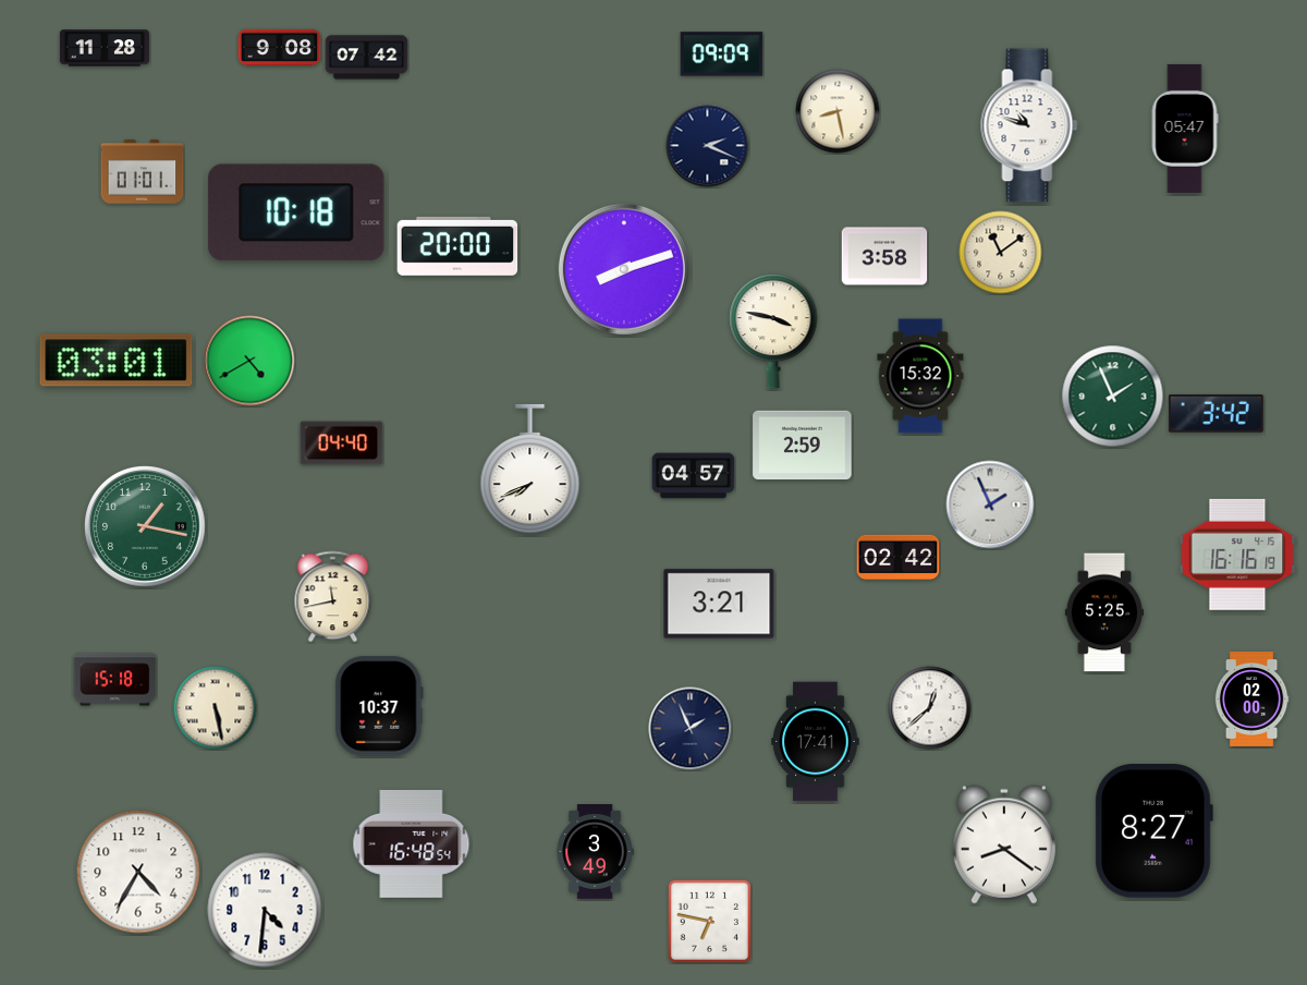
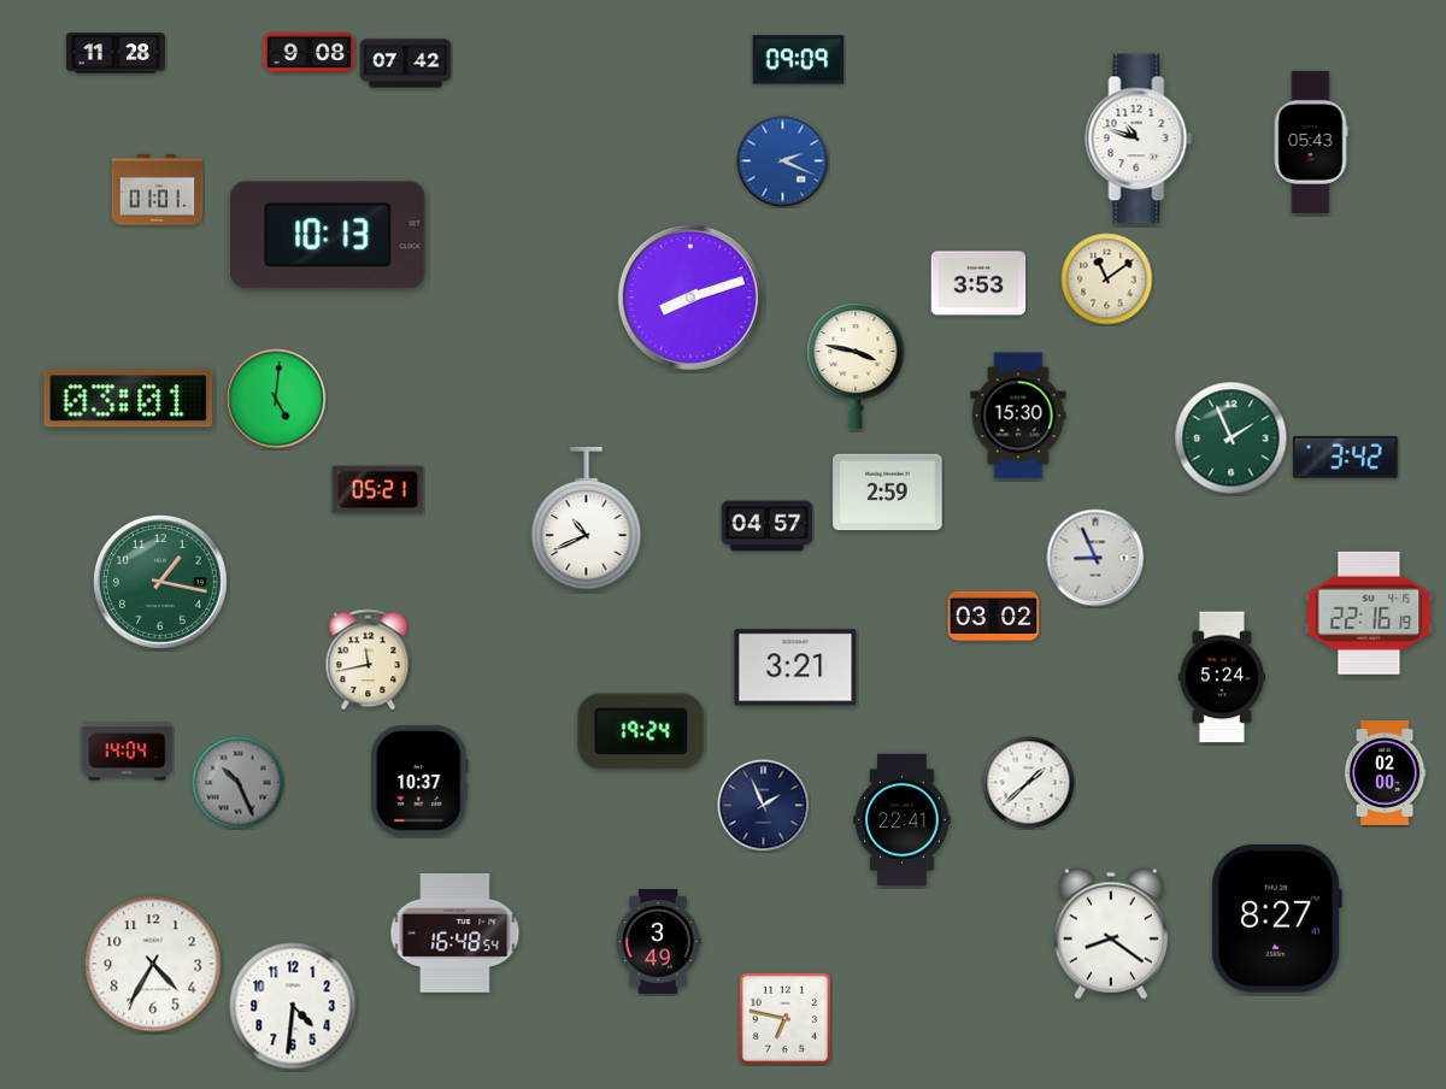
clock at (838, 111): 8:28 -> none
clock at (1185, 129): 05:47 -> 05:43
clock at (708, 146) dial: navy -> blue
clock at (296, 212): 10:18 -> 10:13
clock at (457, 246): 20:00 -> none
clock at (884, 256): 3:58 -> 3:53
clock at (249, 361): 4:40 -> 5:01
clock at (920, 376): 15:32 -> 15:30
clock at (342, 443): 04:40 -> 05:21
clock at (530, 470): 7:41 -> 10:41
clock at (990, 504): 1:56 -> 8:56
clock at (1237, 555): 16:16 -> 22:16
clock at (899, 558): 02:42 -> 03:02
clock at (1103, 612): 5:25 -> 5:24
clock at (641, 731): none -> 19:24
clock at (115, 680): 15:18 -> 14:04
clock at (216, 708): 5:28 -> 10:26
clock at (216, 708) dial: cream -> grey
clock at (930, 708): 12:38 -> 1:38
clock at (816, 742): 17:41 -> 22:41
